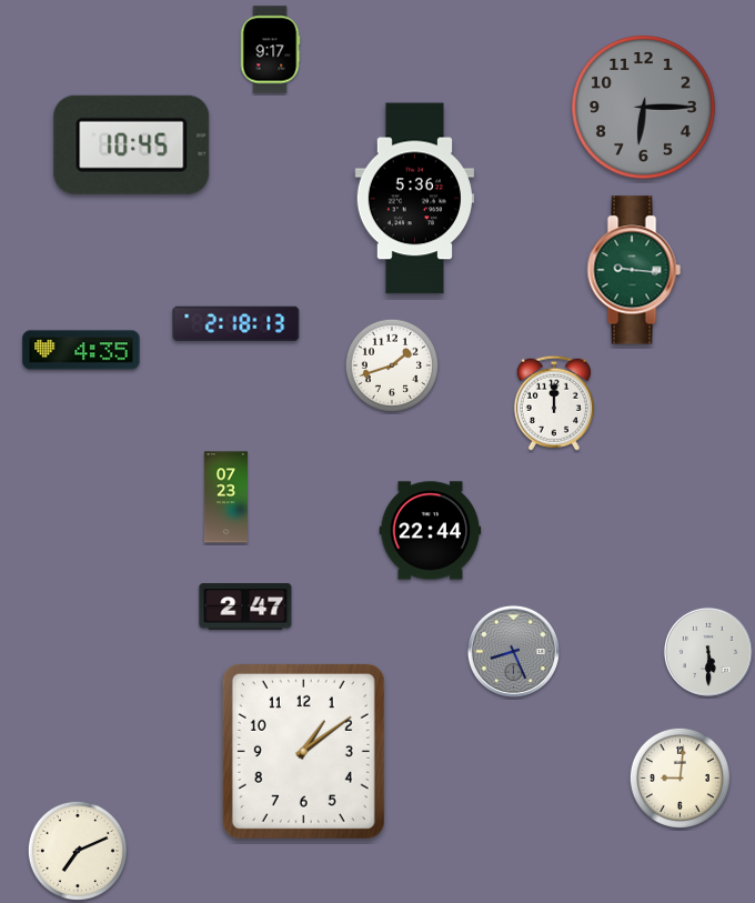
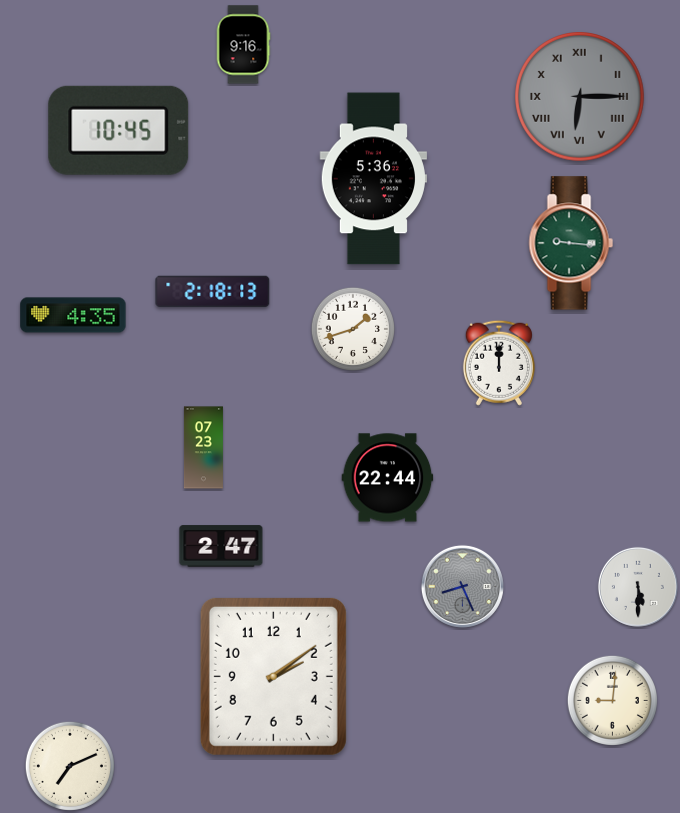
clock at (270, 50): 9:17 -> 9:16
clock at (644, 108) numerals: Arabic -> Roman
clock at (303, 751): 1:09 -> 2:09
